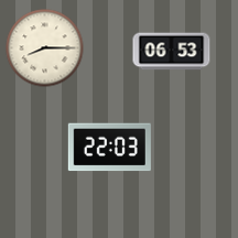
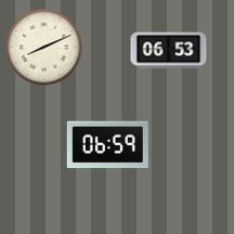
clock at (45, 48): 8:15 -> 8:11
clock at (109, 148): 22:03 -> 06:59
